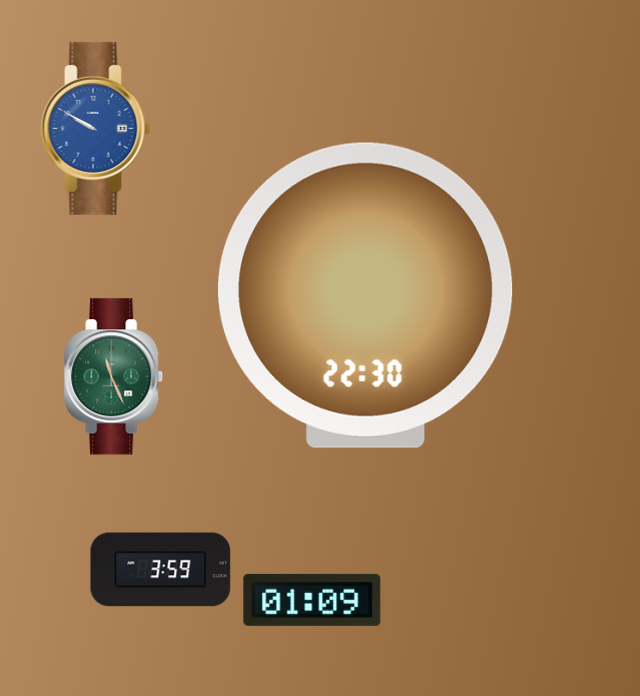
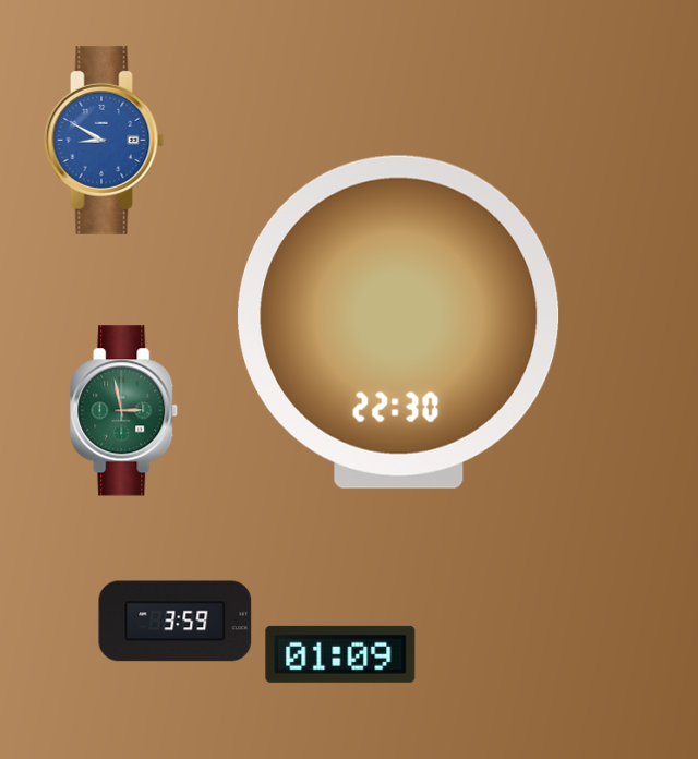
clock at (96, 128): 9:50 -> 8:50
clock at (114, 377): 11:26 -> 2:58
